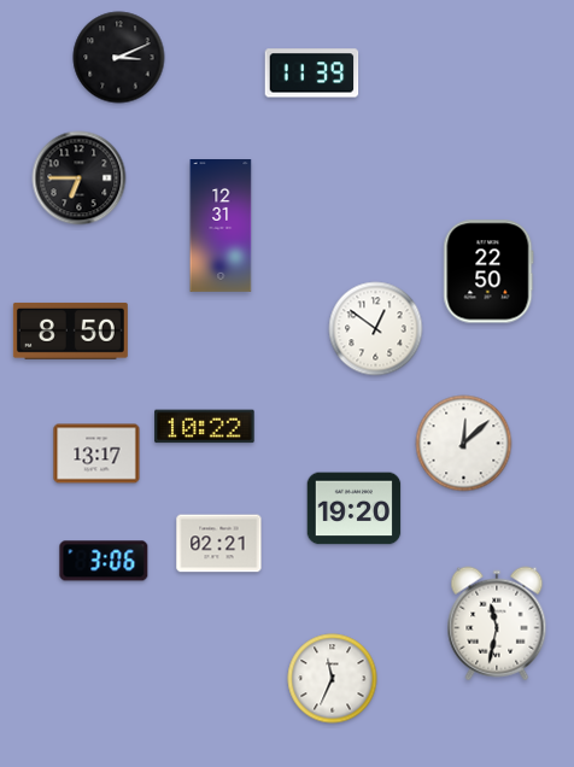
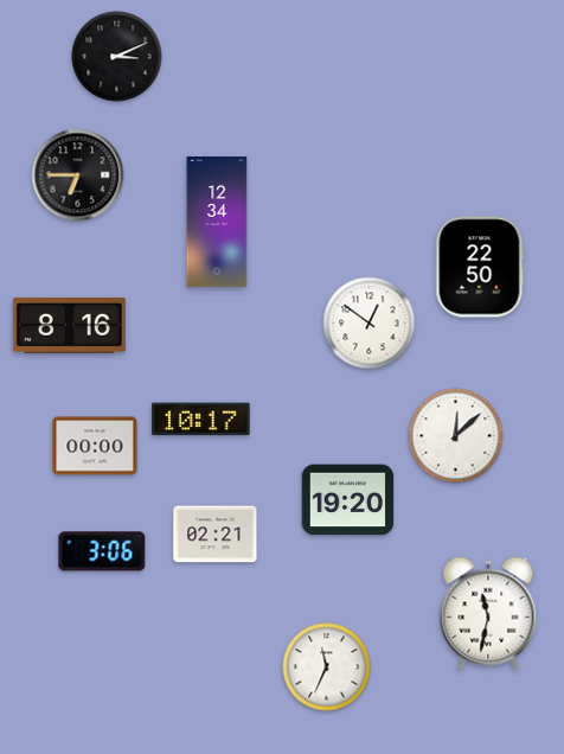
clock at (312, 74): 11:39 -> none
clock at (221, 227): 12:31 -> 12:34
clock at (70, 330): 8:50 -> 8:16
clock at (205, 427): 10:22 -> 10:17
clock at (96, 453): 13:17 -> 00:00
